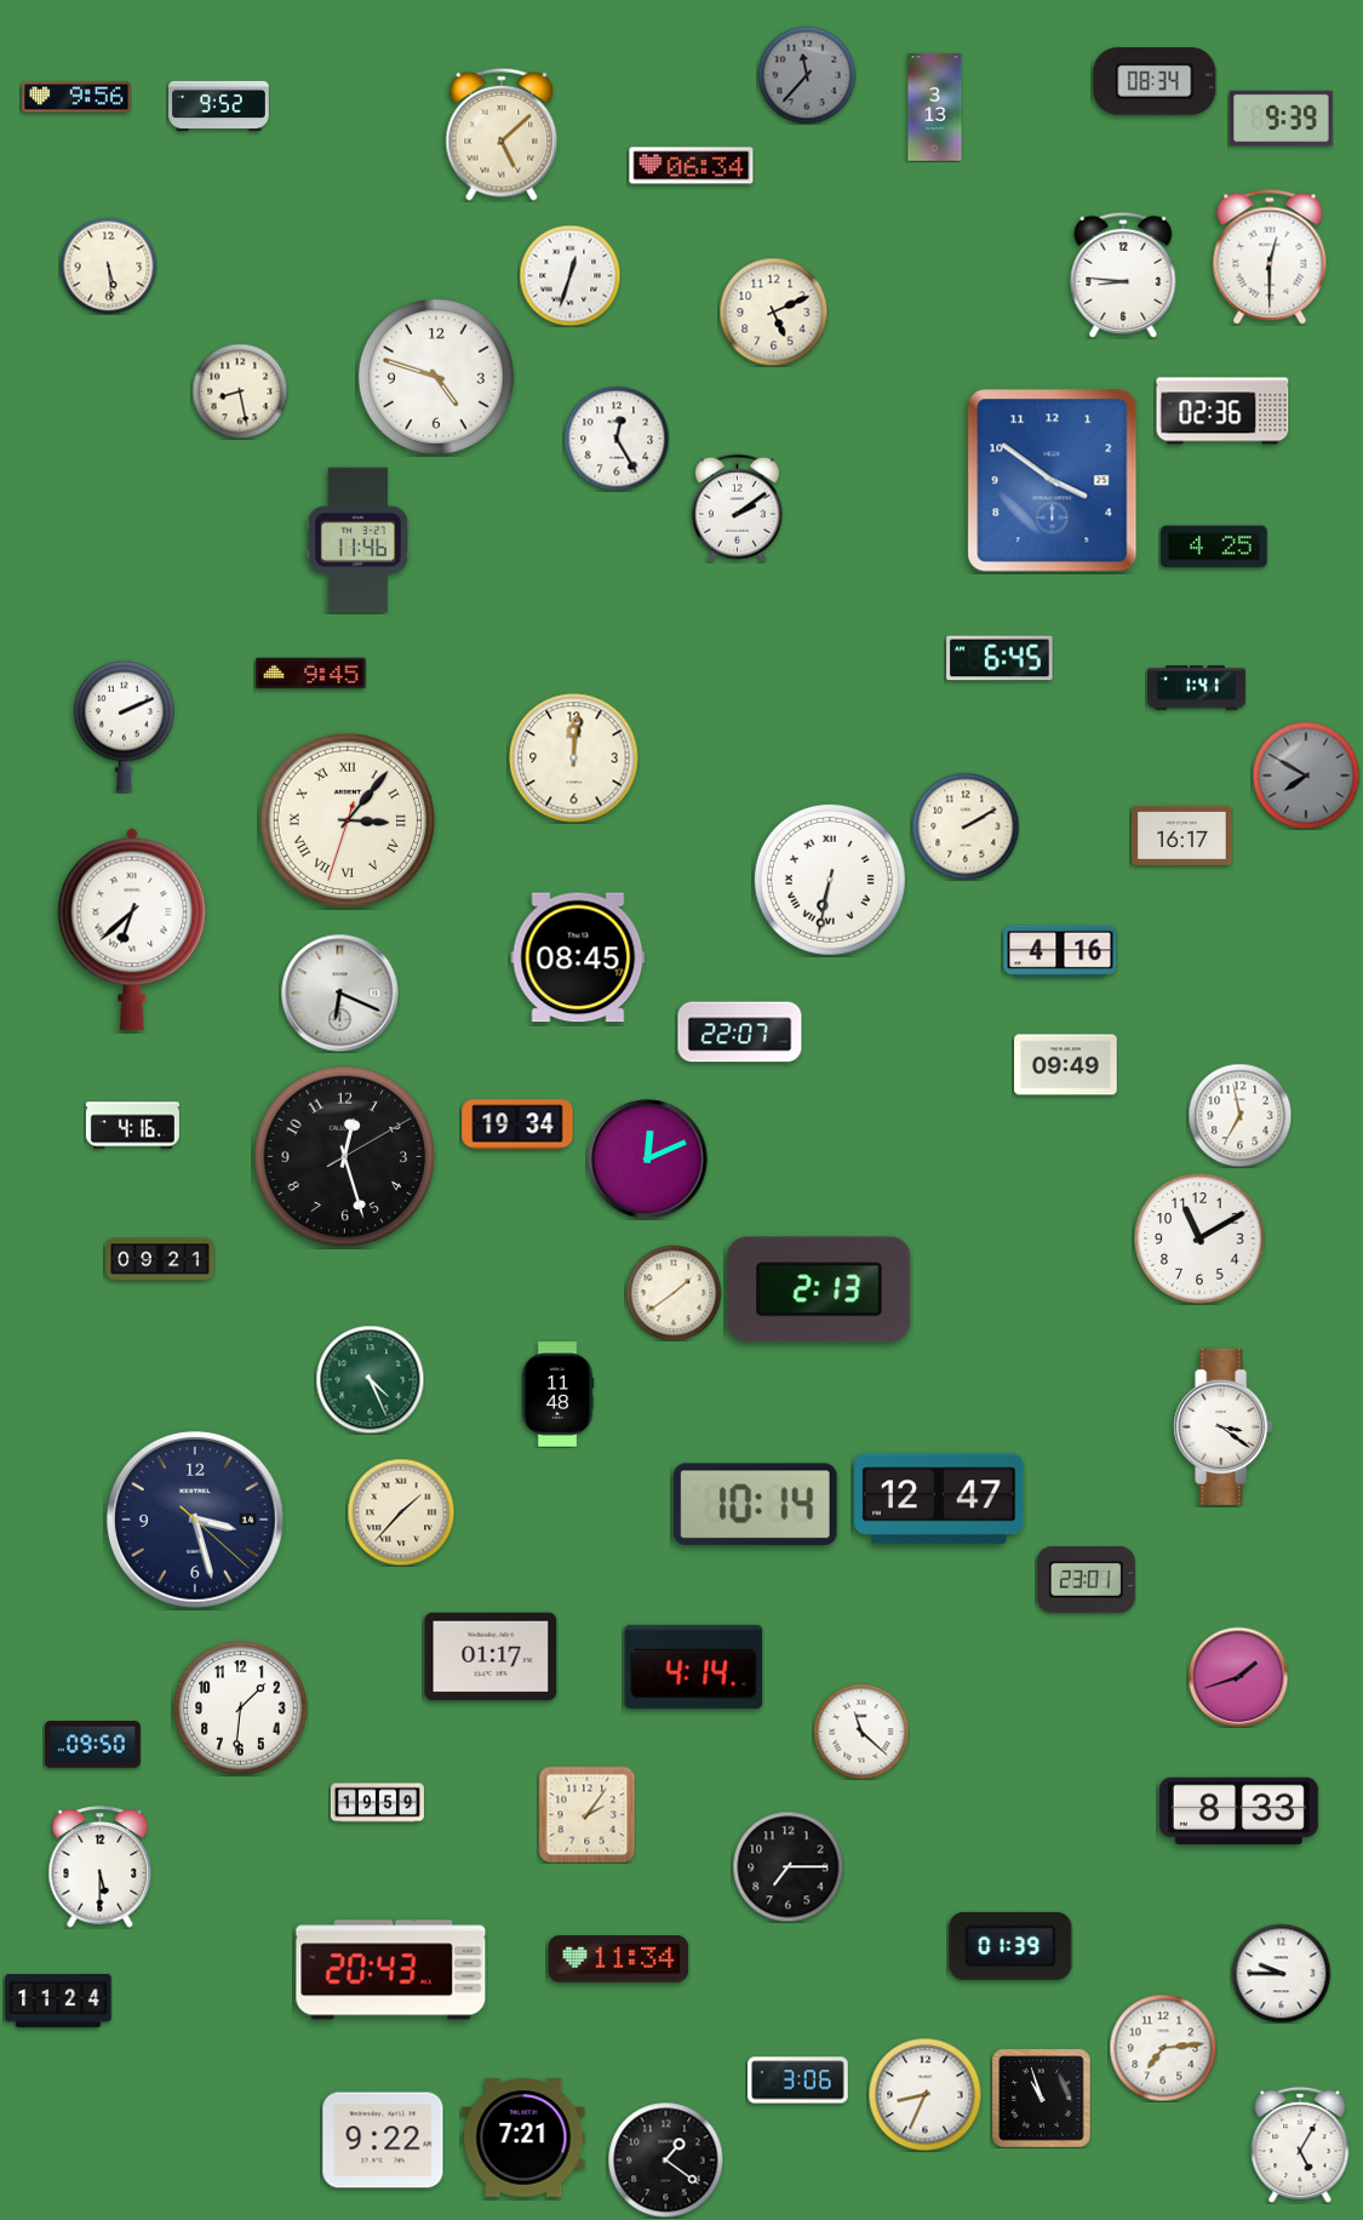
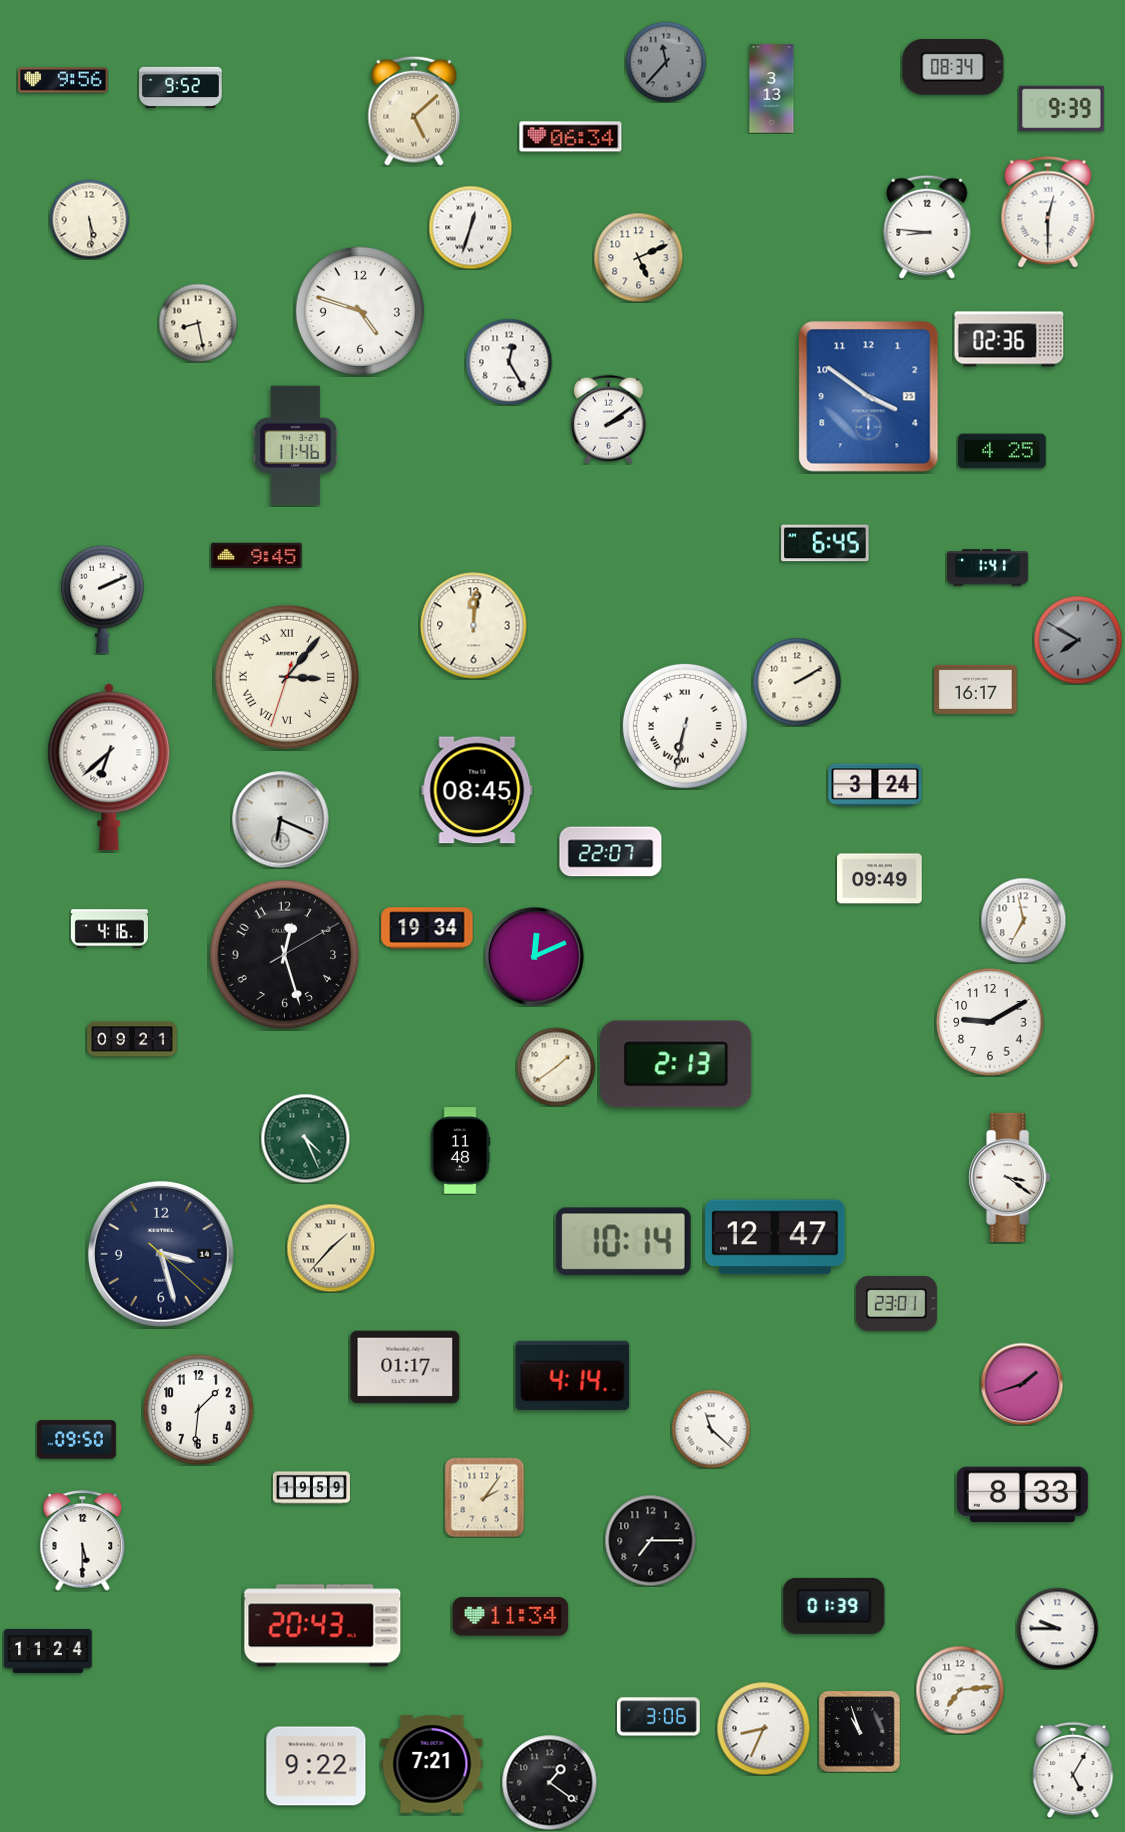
clock at (1282, 119) position: (1282, 119) -> (1062, 109)
clock at (1060, 951): 4:16 -> 3:24
clock at (1199, 1238): 11:10 -> 9:10
